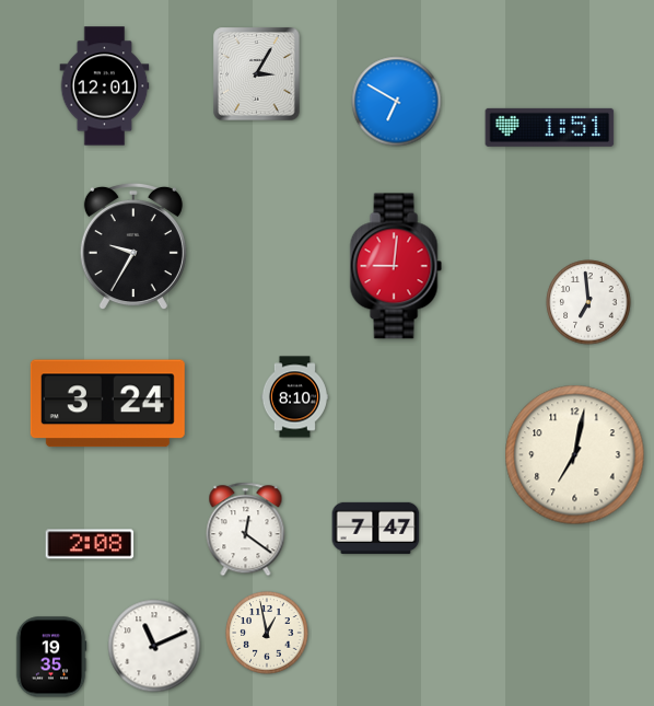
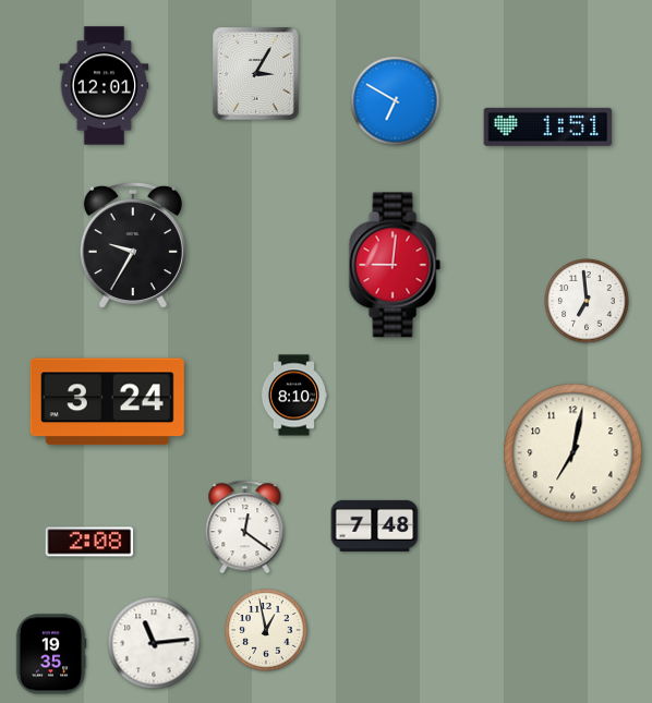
clock at (376, 528): 7:47 -> 7:48
clock at (154, 646): 11:11 -> 11:14
